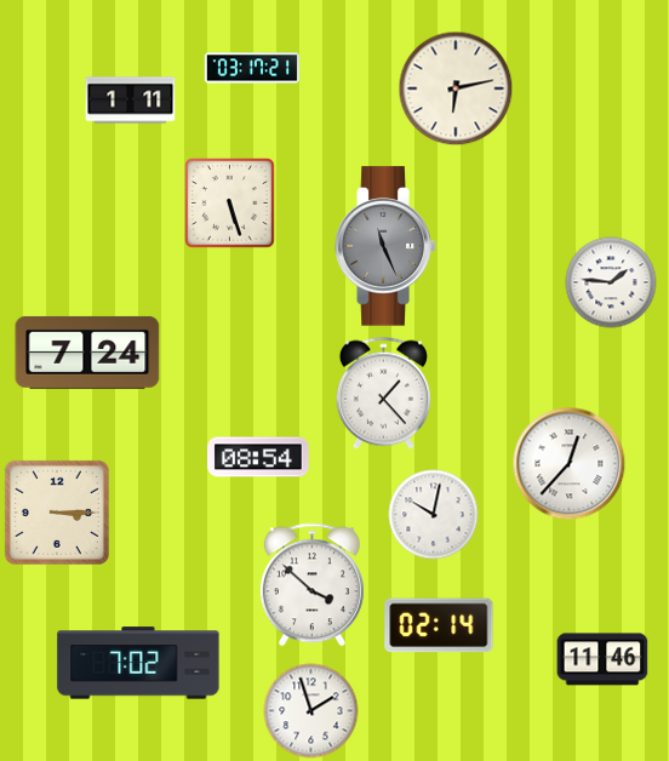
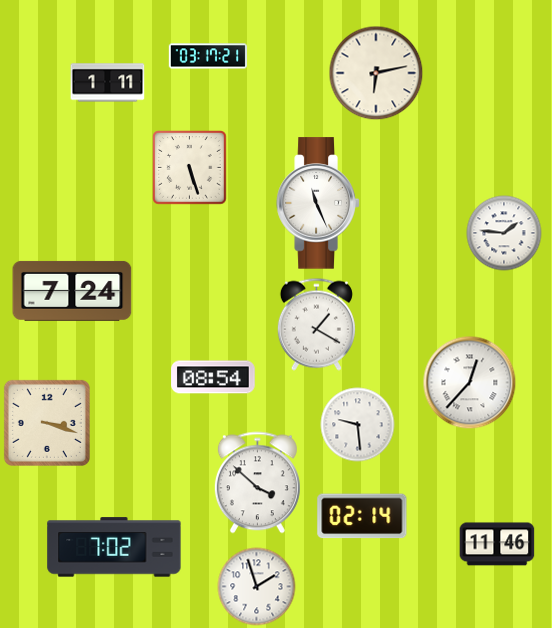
clock at (385, 246) dial: grey -> white
clock at (383, 393): 1:23 -> 1:20
clock at (57, 513): 3:15 -> 3:18
clock at (434, 515): 10:02 -> 9:29
